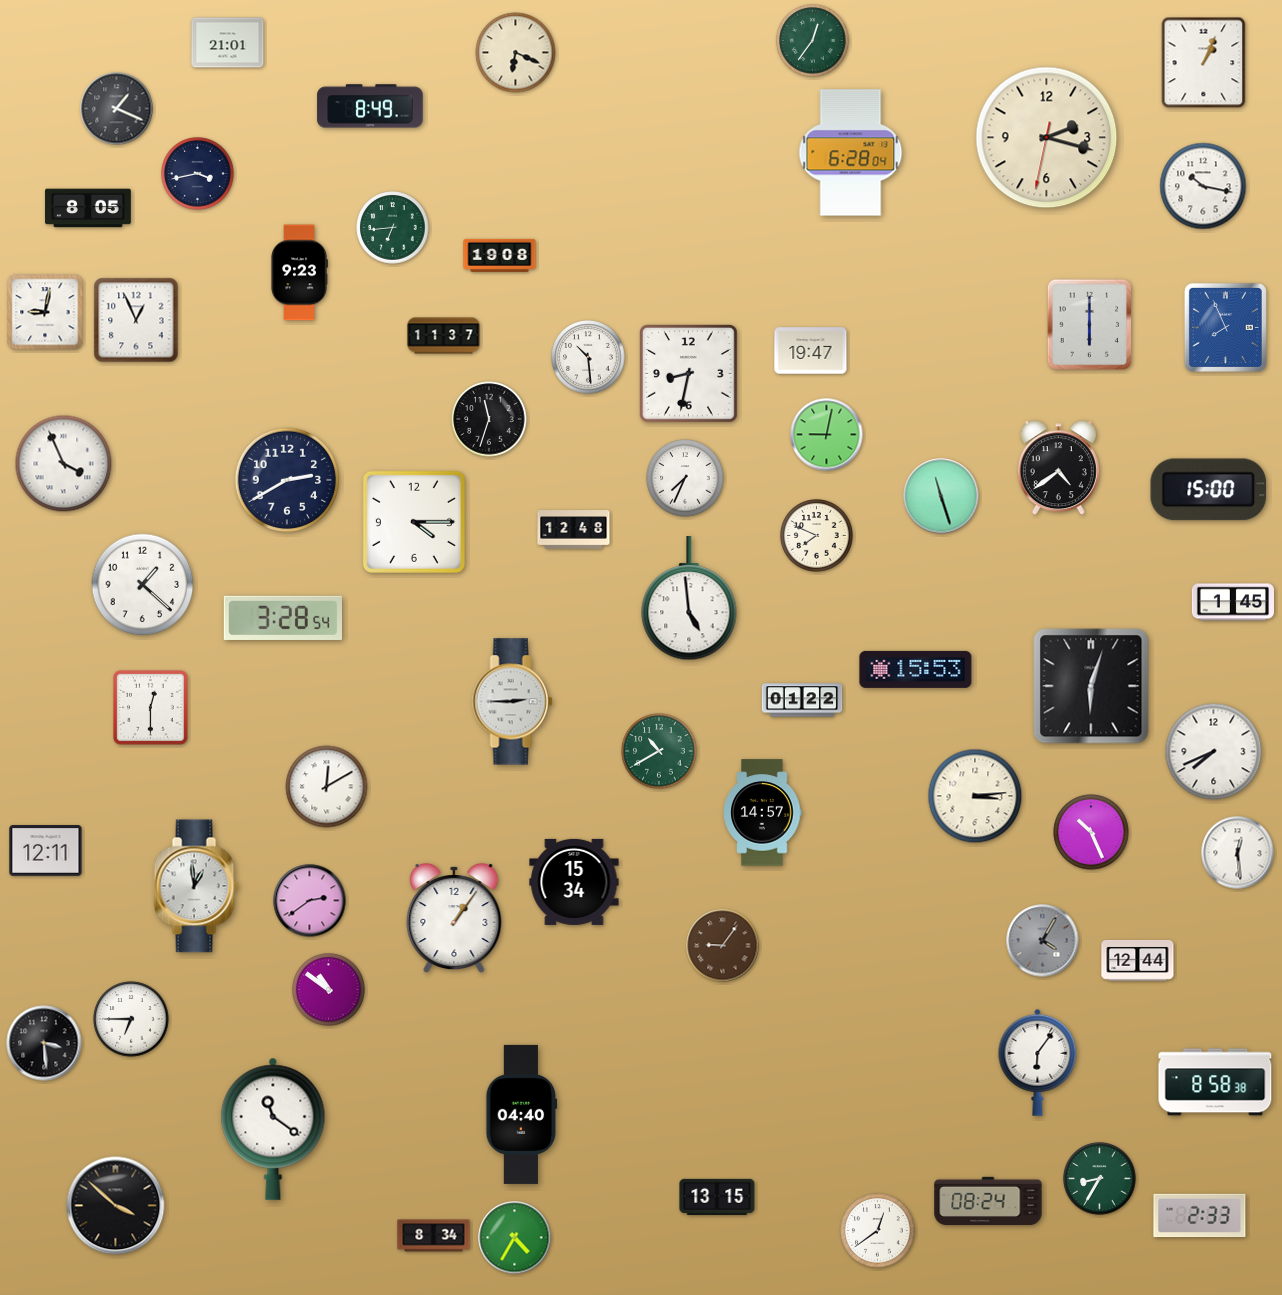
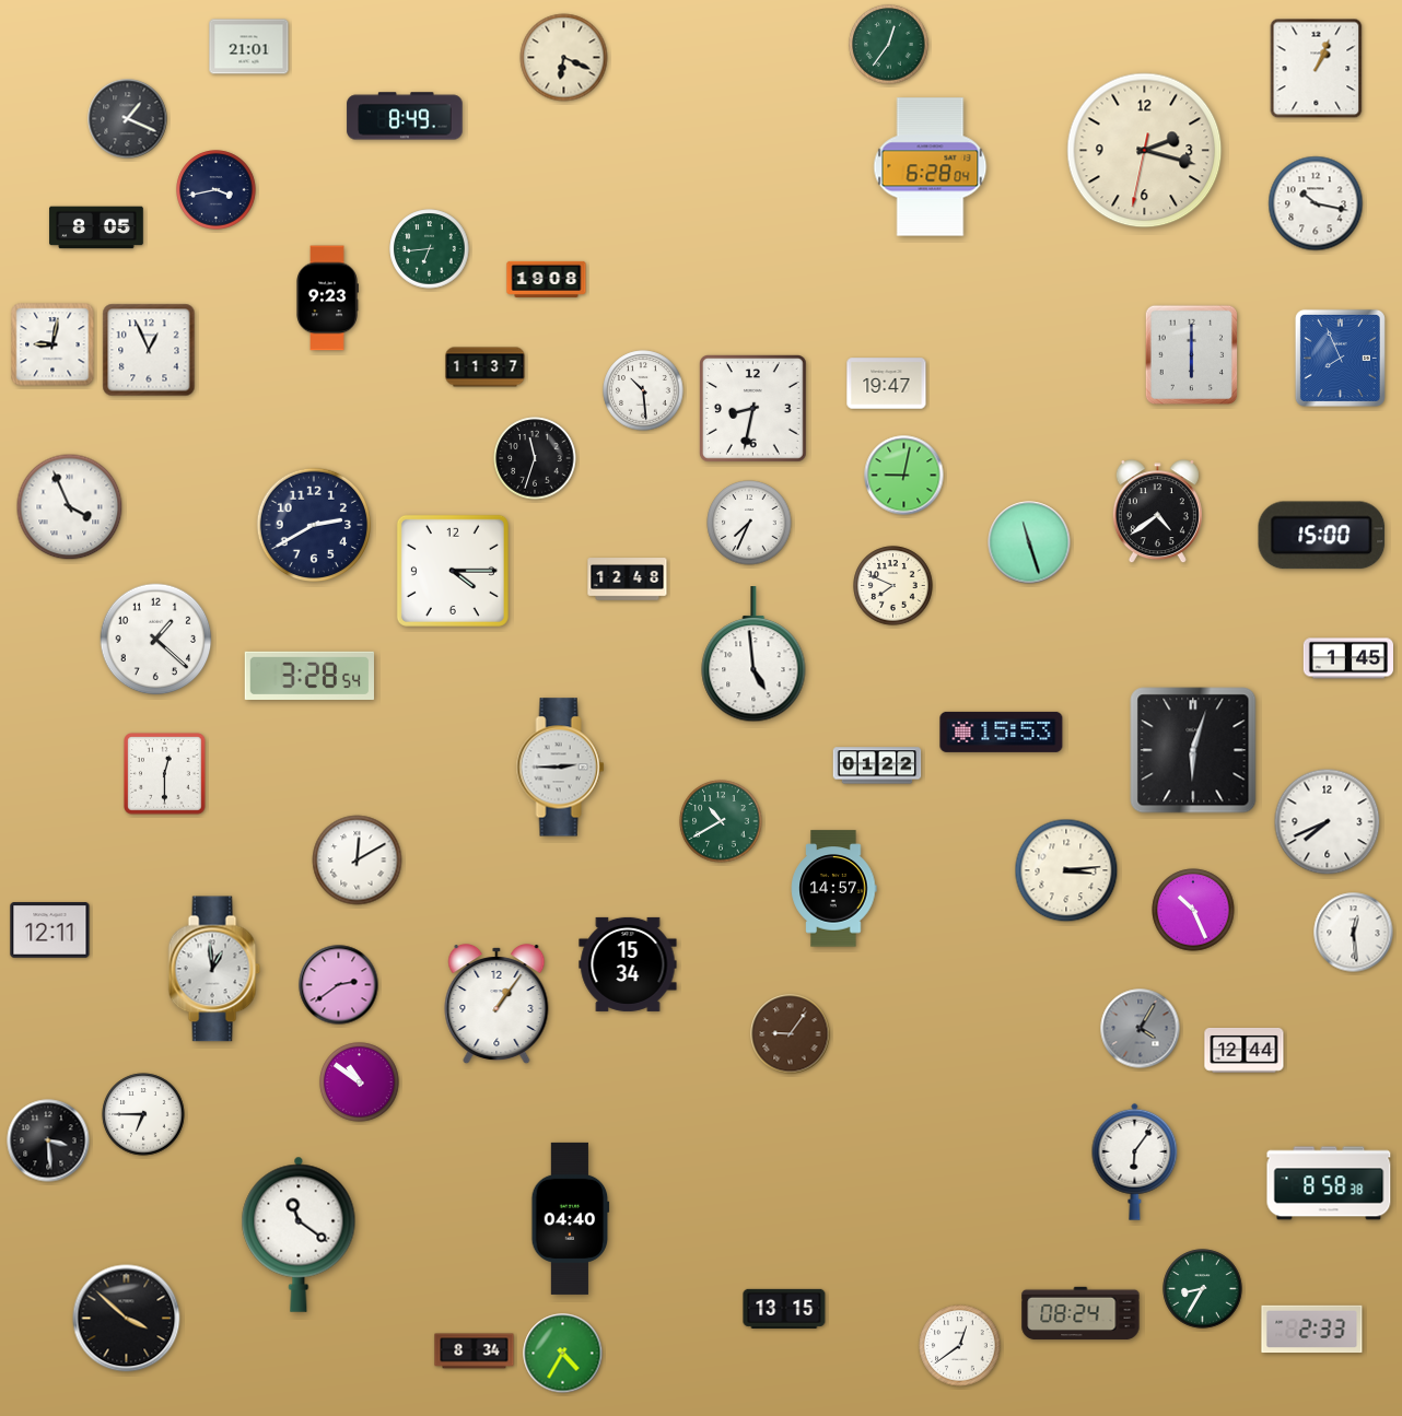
clock at (45, 312) position: (45, 312) -> (52, 344)
